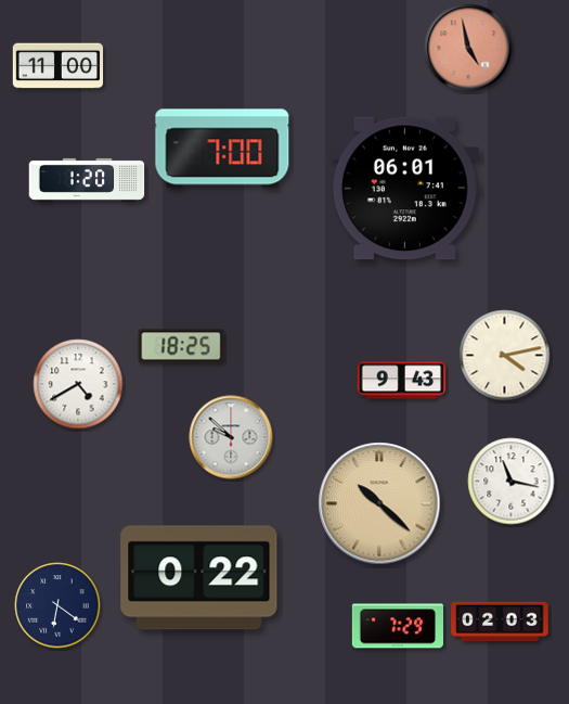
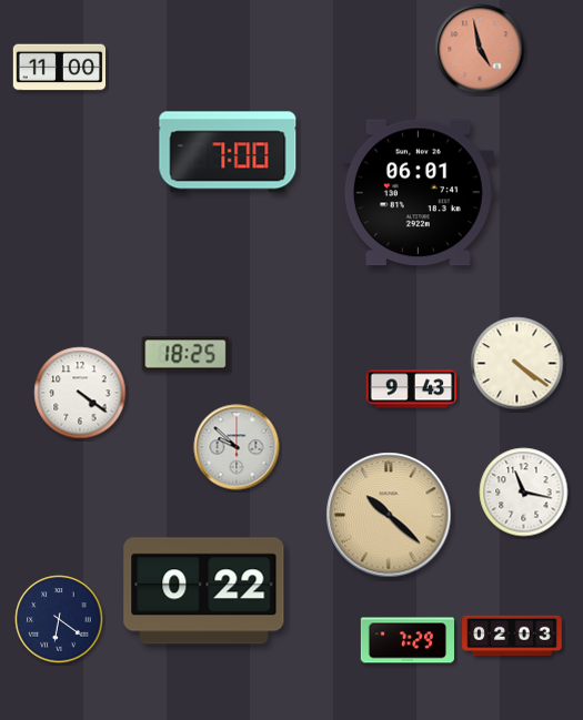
clock at (87, 180): 1:20 -> none
clock at (404, 189) position: (404, 189) -> (418, 193)
clock at (505, 356): 4:13 -> 4:21
clock at (78, 384): 4:40 -> 4:21
